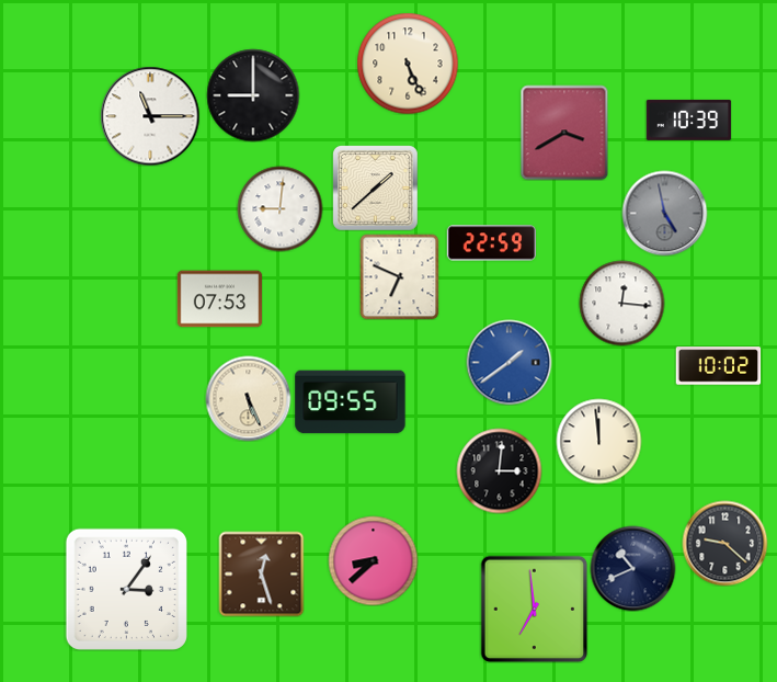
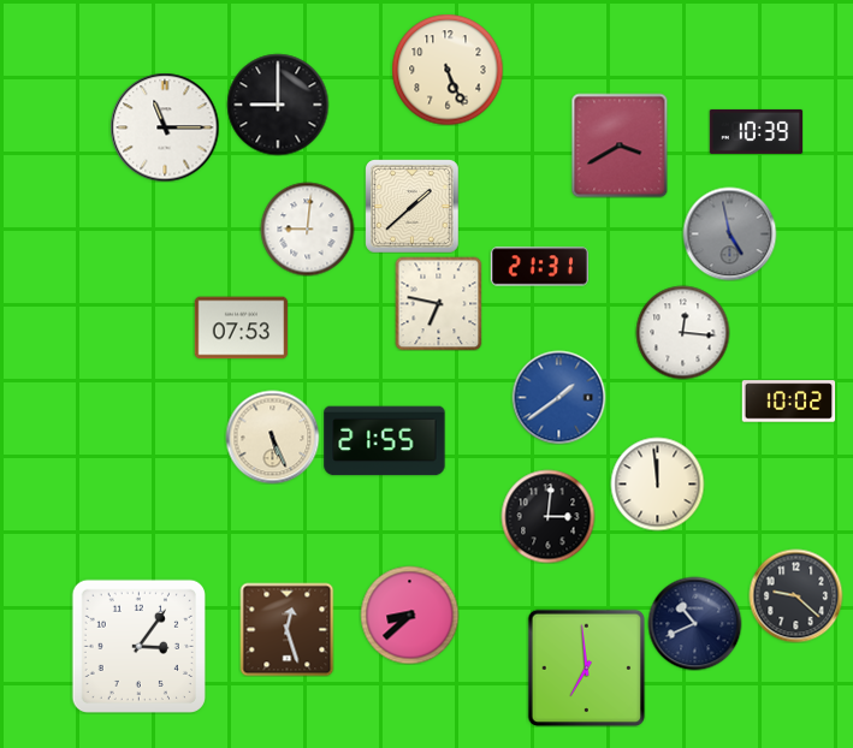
clock at (491, 243): 22:59 -> 21:31
clock at (400, 276): 6:49 -> 6:47
clock at (351, 402): 09:55 -> 21:55
